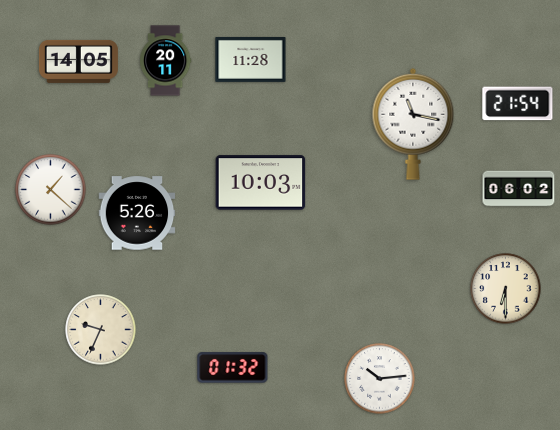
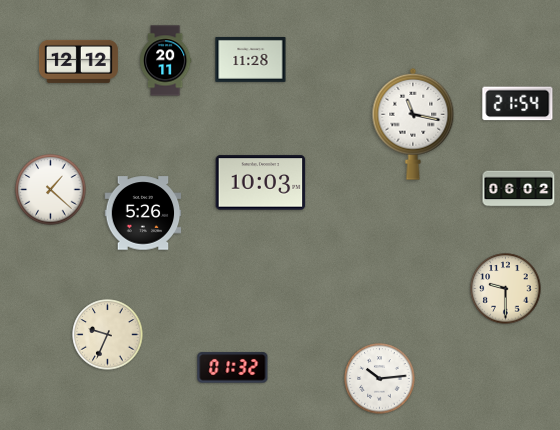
clock at (78, 61): 14:05 -> 12:12
clock at (137, 213) position: (137, 213) -> (143, 213)
clock at (506, 289): 6:30 -> 9:30
clock at (101, 330) position: (101, 330) -> (108, 335)
